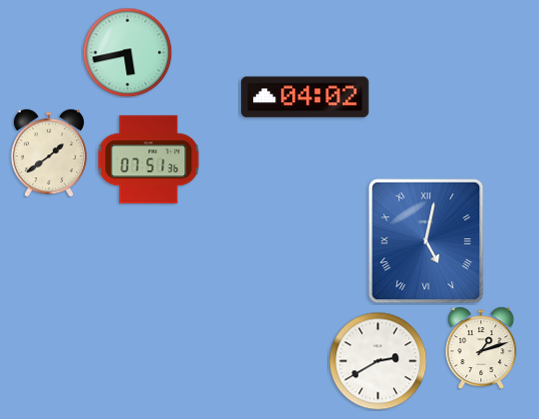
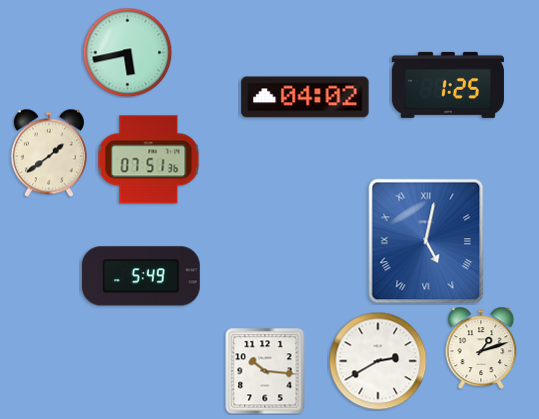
clock at (448, 85): none -> 1:25
clock at (141, 276): none -> 5:49
clock at (265, 371): none -> 10:16
